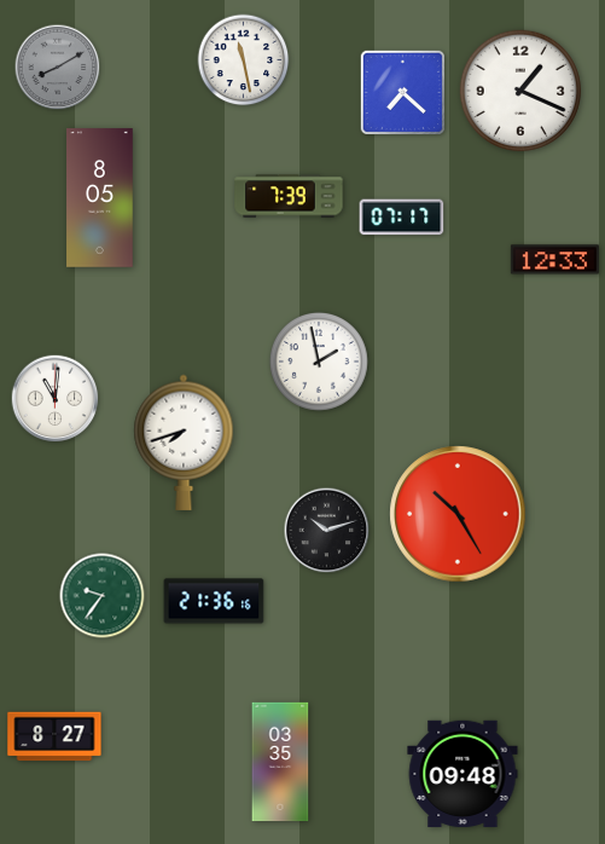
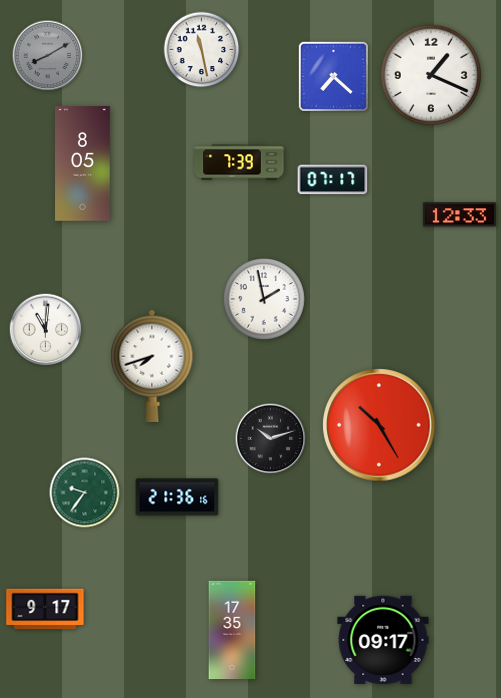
clock at (54, 736): 8:27 -> 9:17
clock at (280, 762): 03:35 -> 17:35
clock at (463, 774): 09:48 -> 09:17
